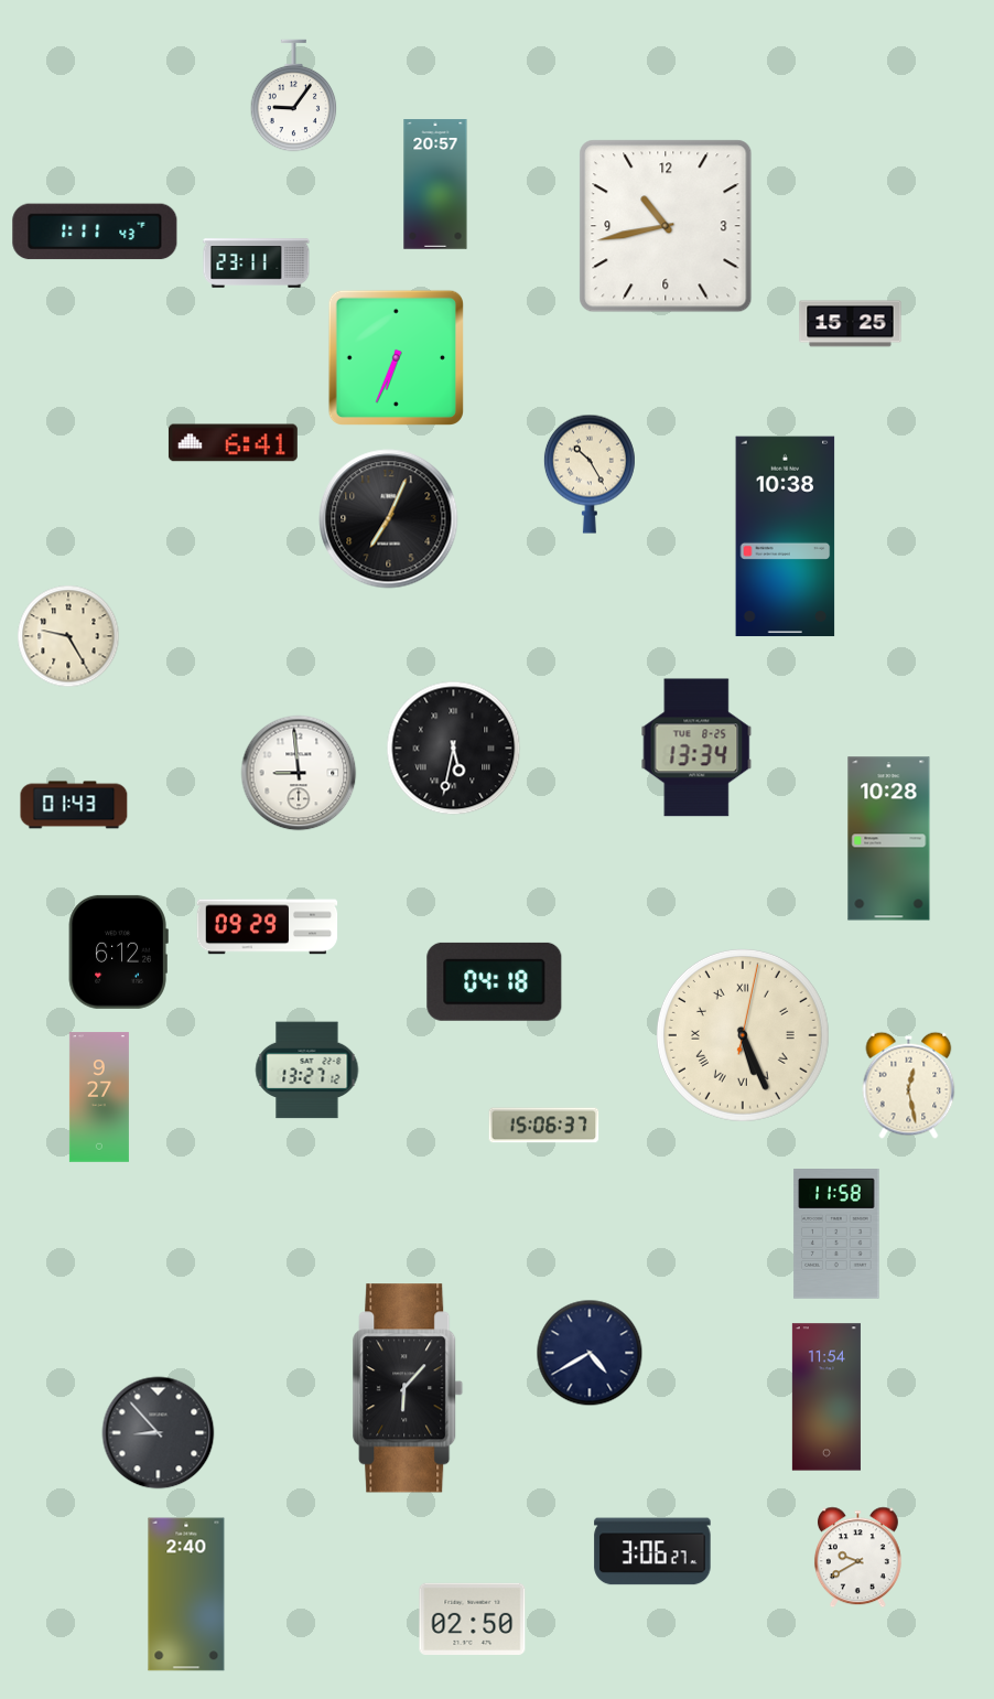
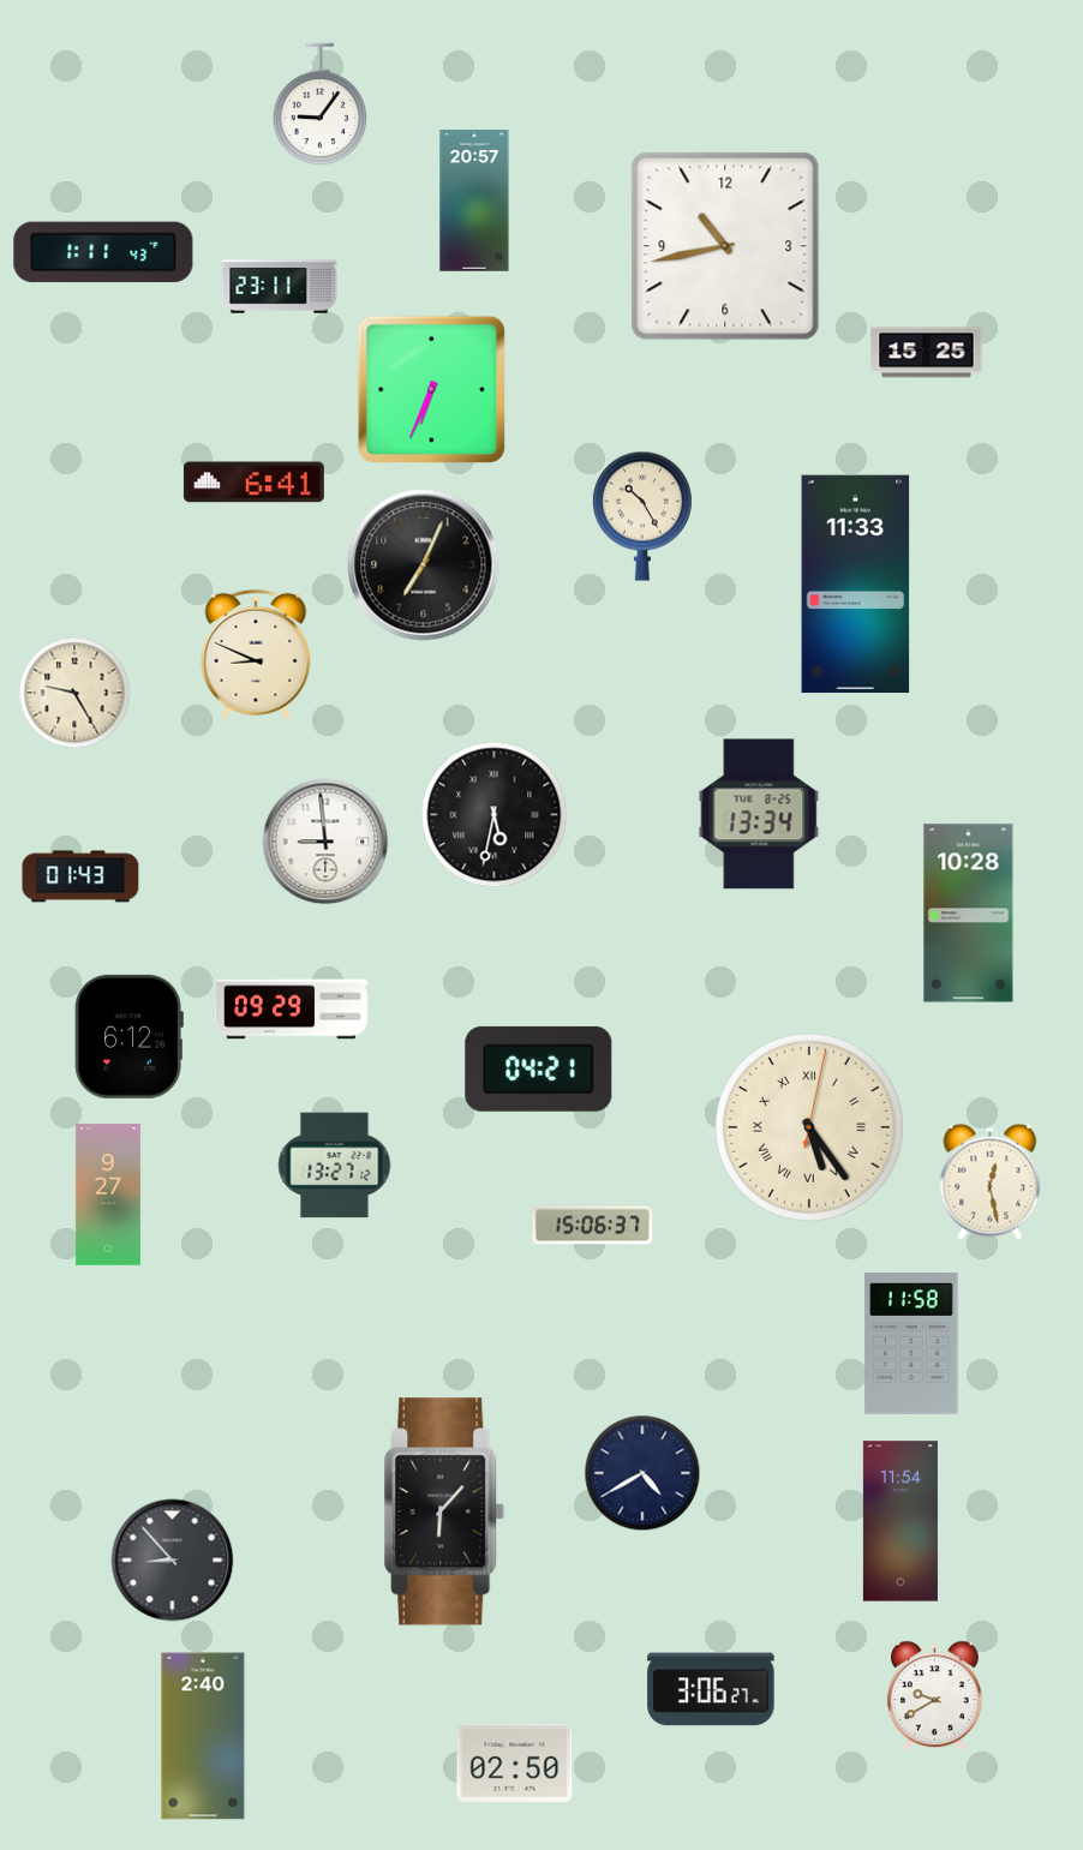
clock at (786, 537): 10:38 -> 11:33
clock at (256, 654): none -> 8:49
clock at (495, 981): 04:18 -> 04:21
clock at (743, 1035): 5:26 -> 5:24
